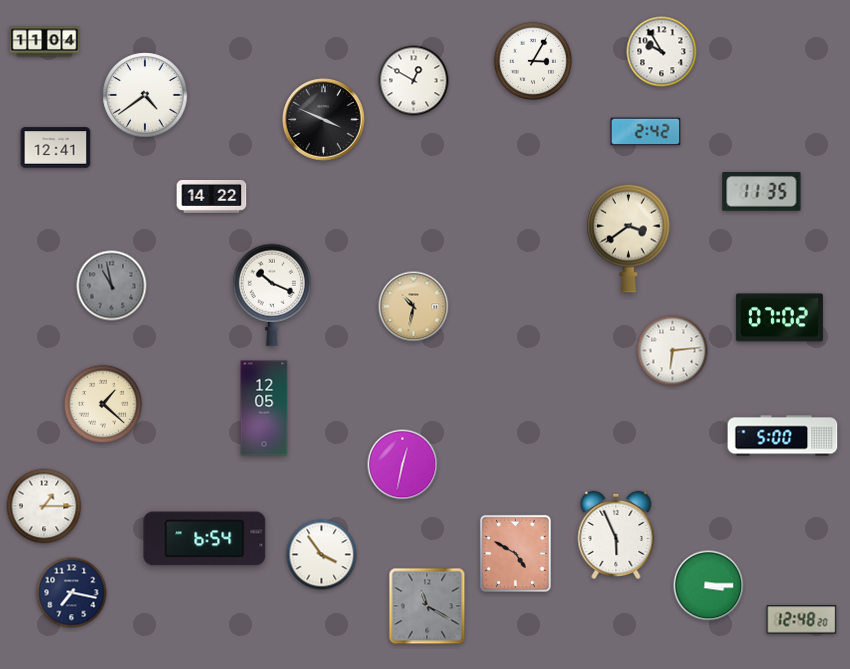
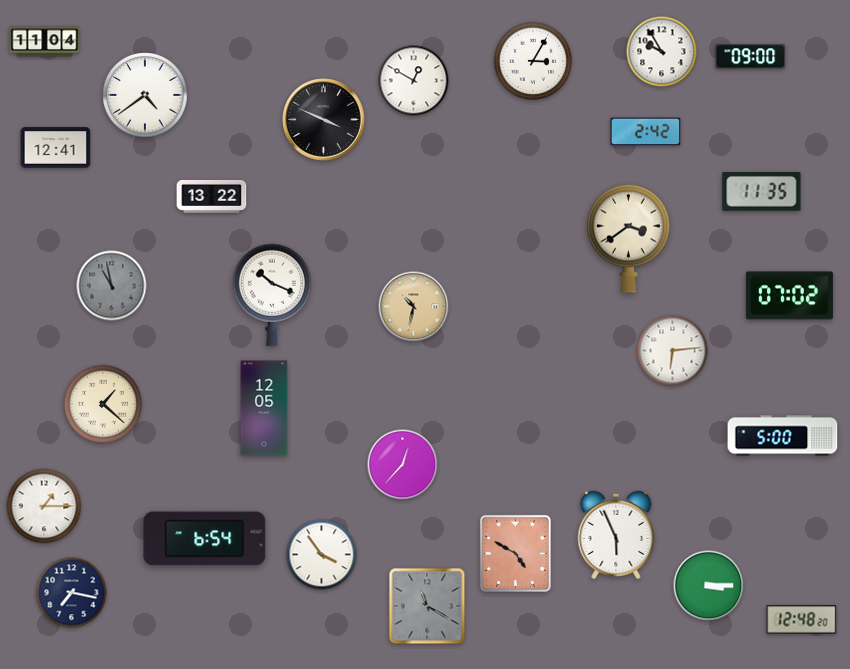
clock at (751, 57): none -> 09:00
clock at (212, 196): 14:22 -> 13:22
clock at (779, 318) position: (779, 318) -> (789, 296)
clock at (403, 465): 12:32 -> 12:37
